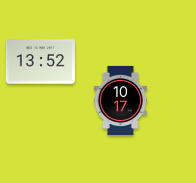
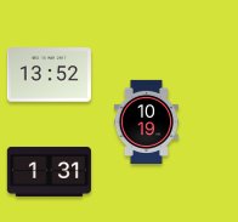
clock at (120, 100): 10:17 -> 10:19
clock at (49, 171): none -> 1:31
